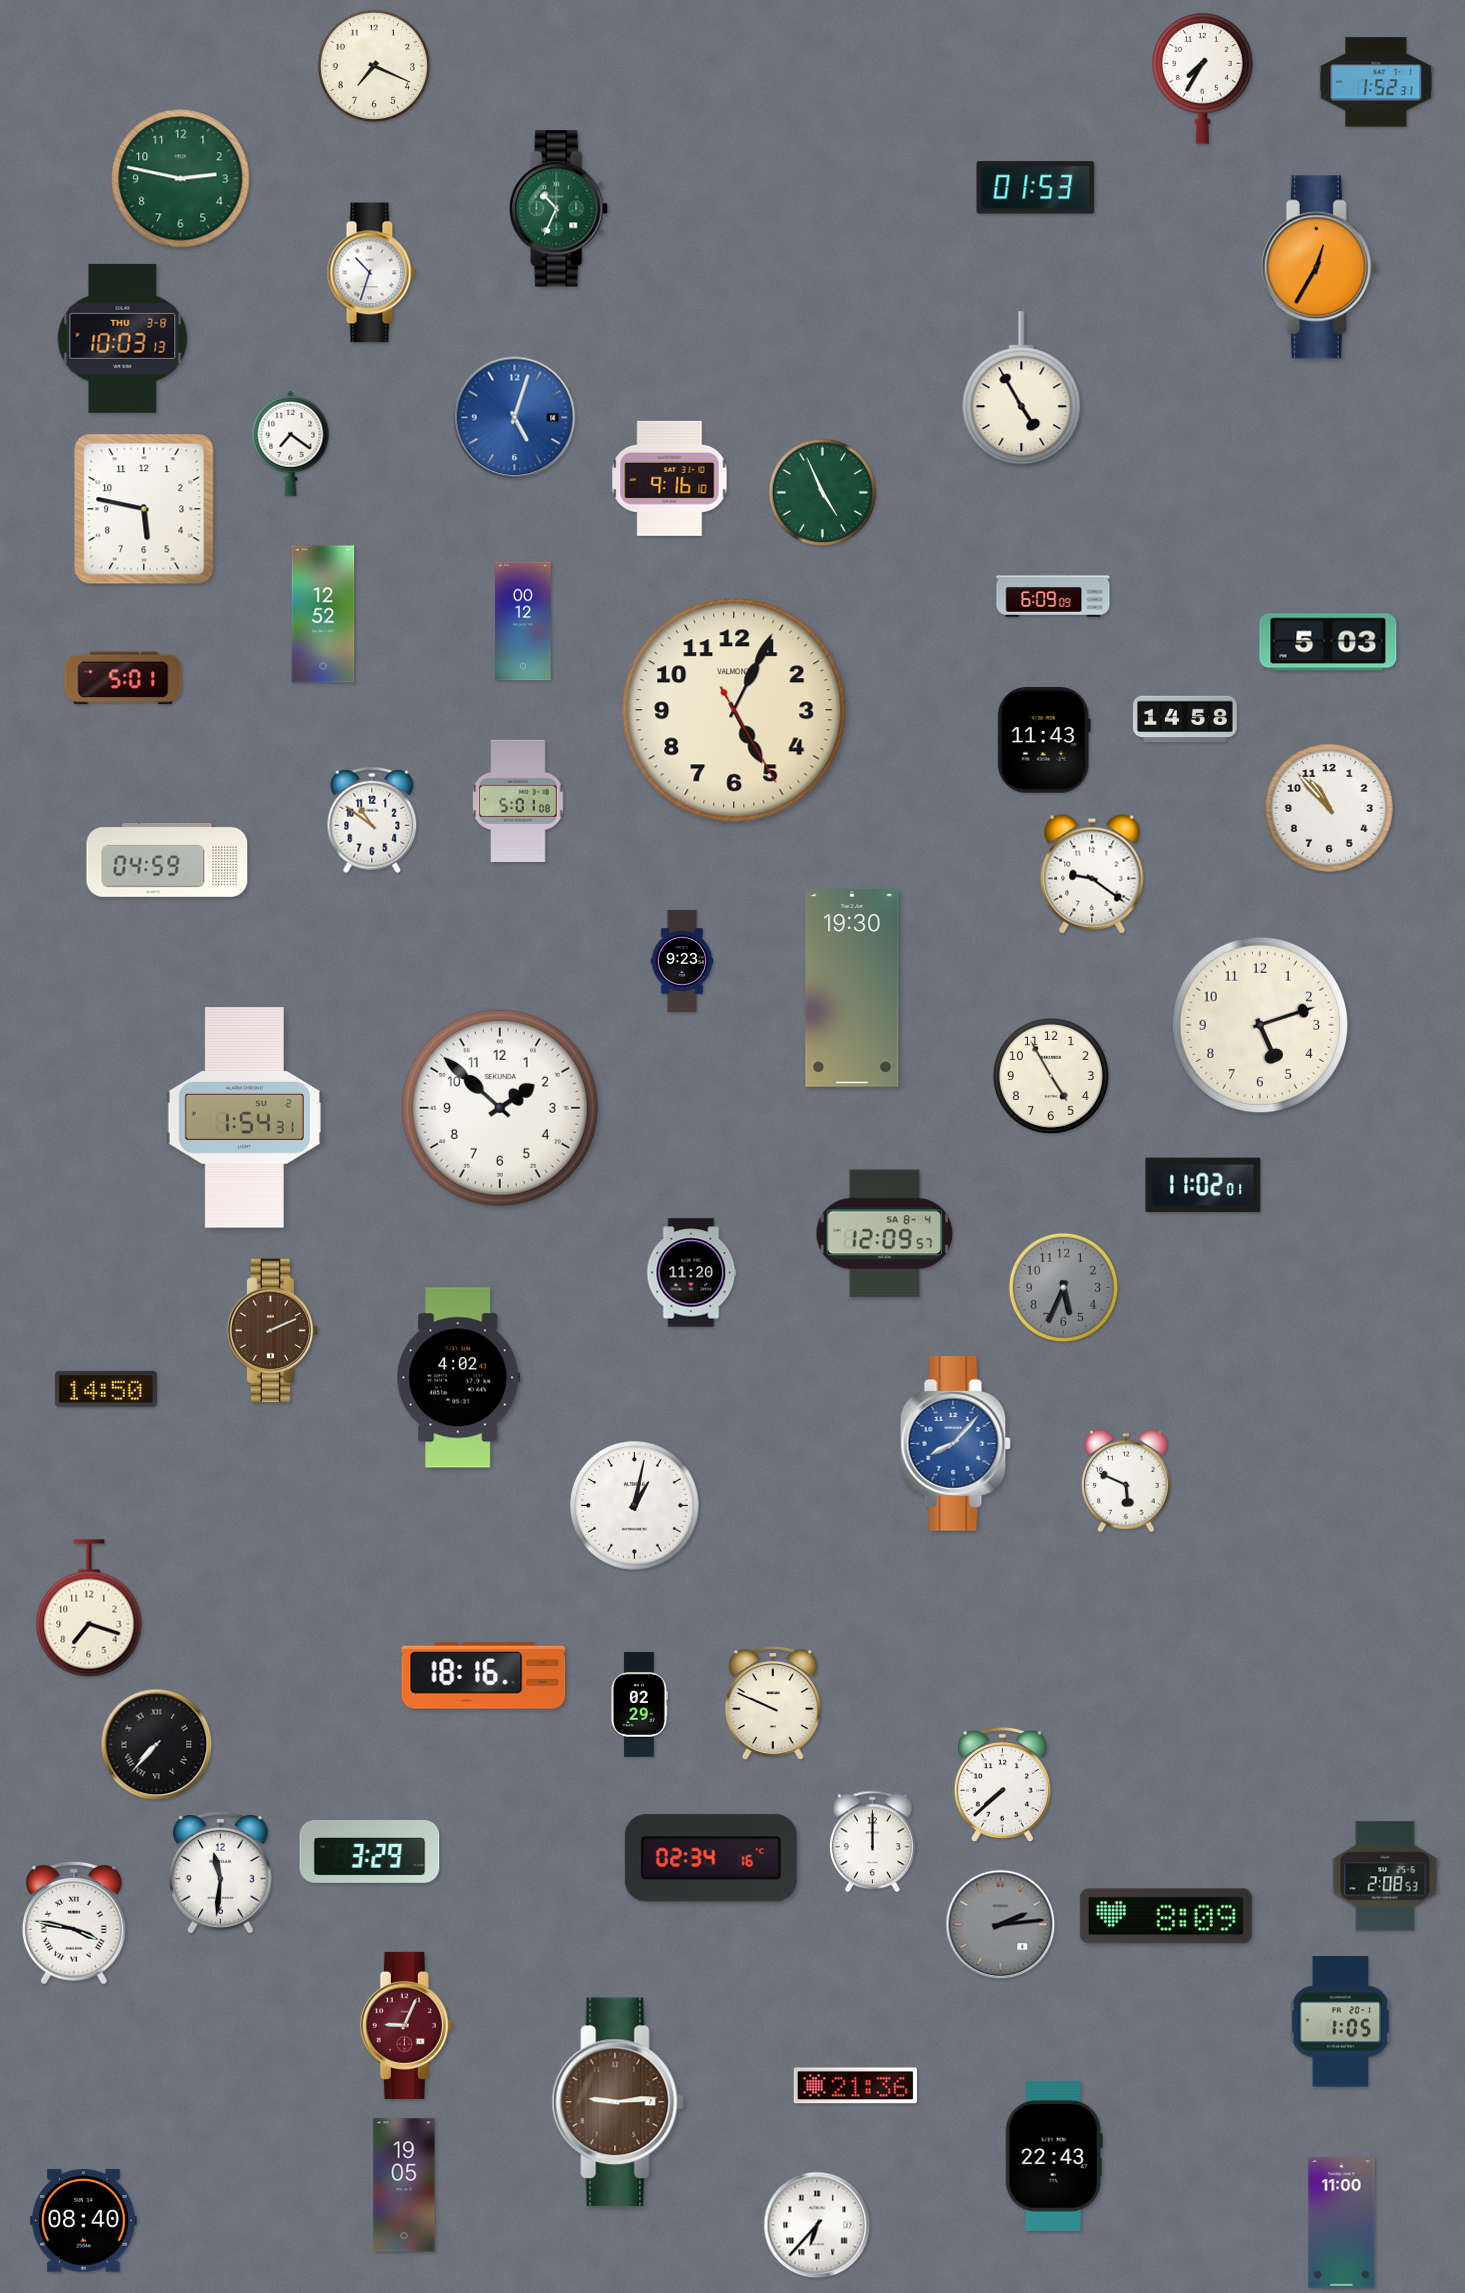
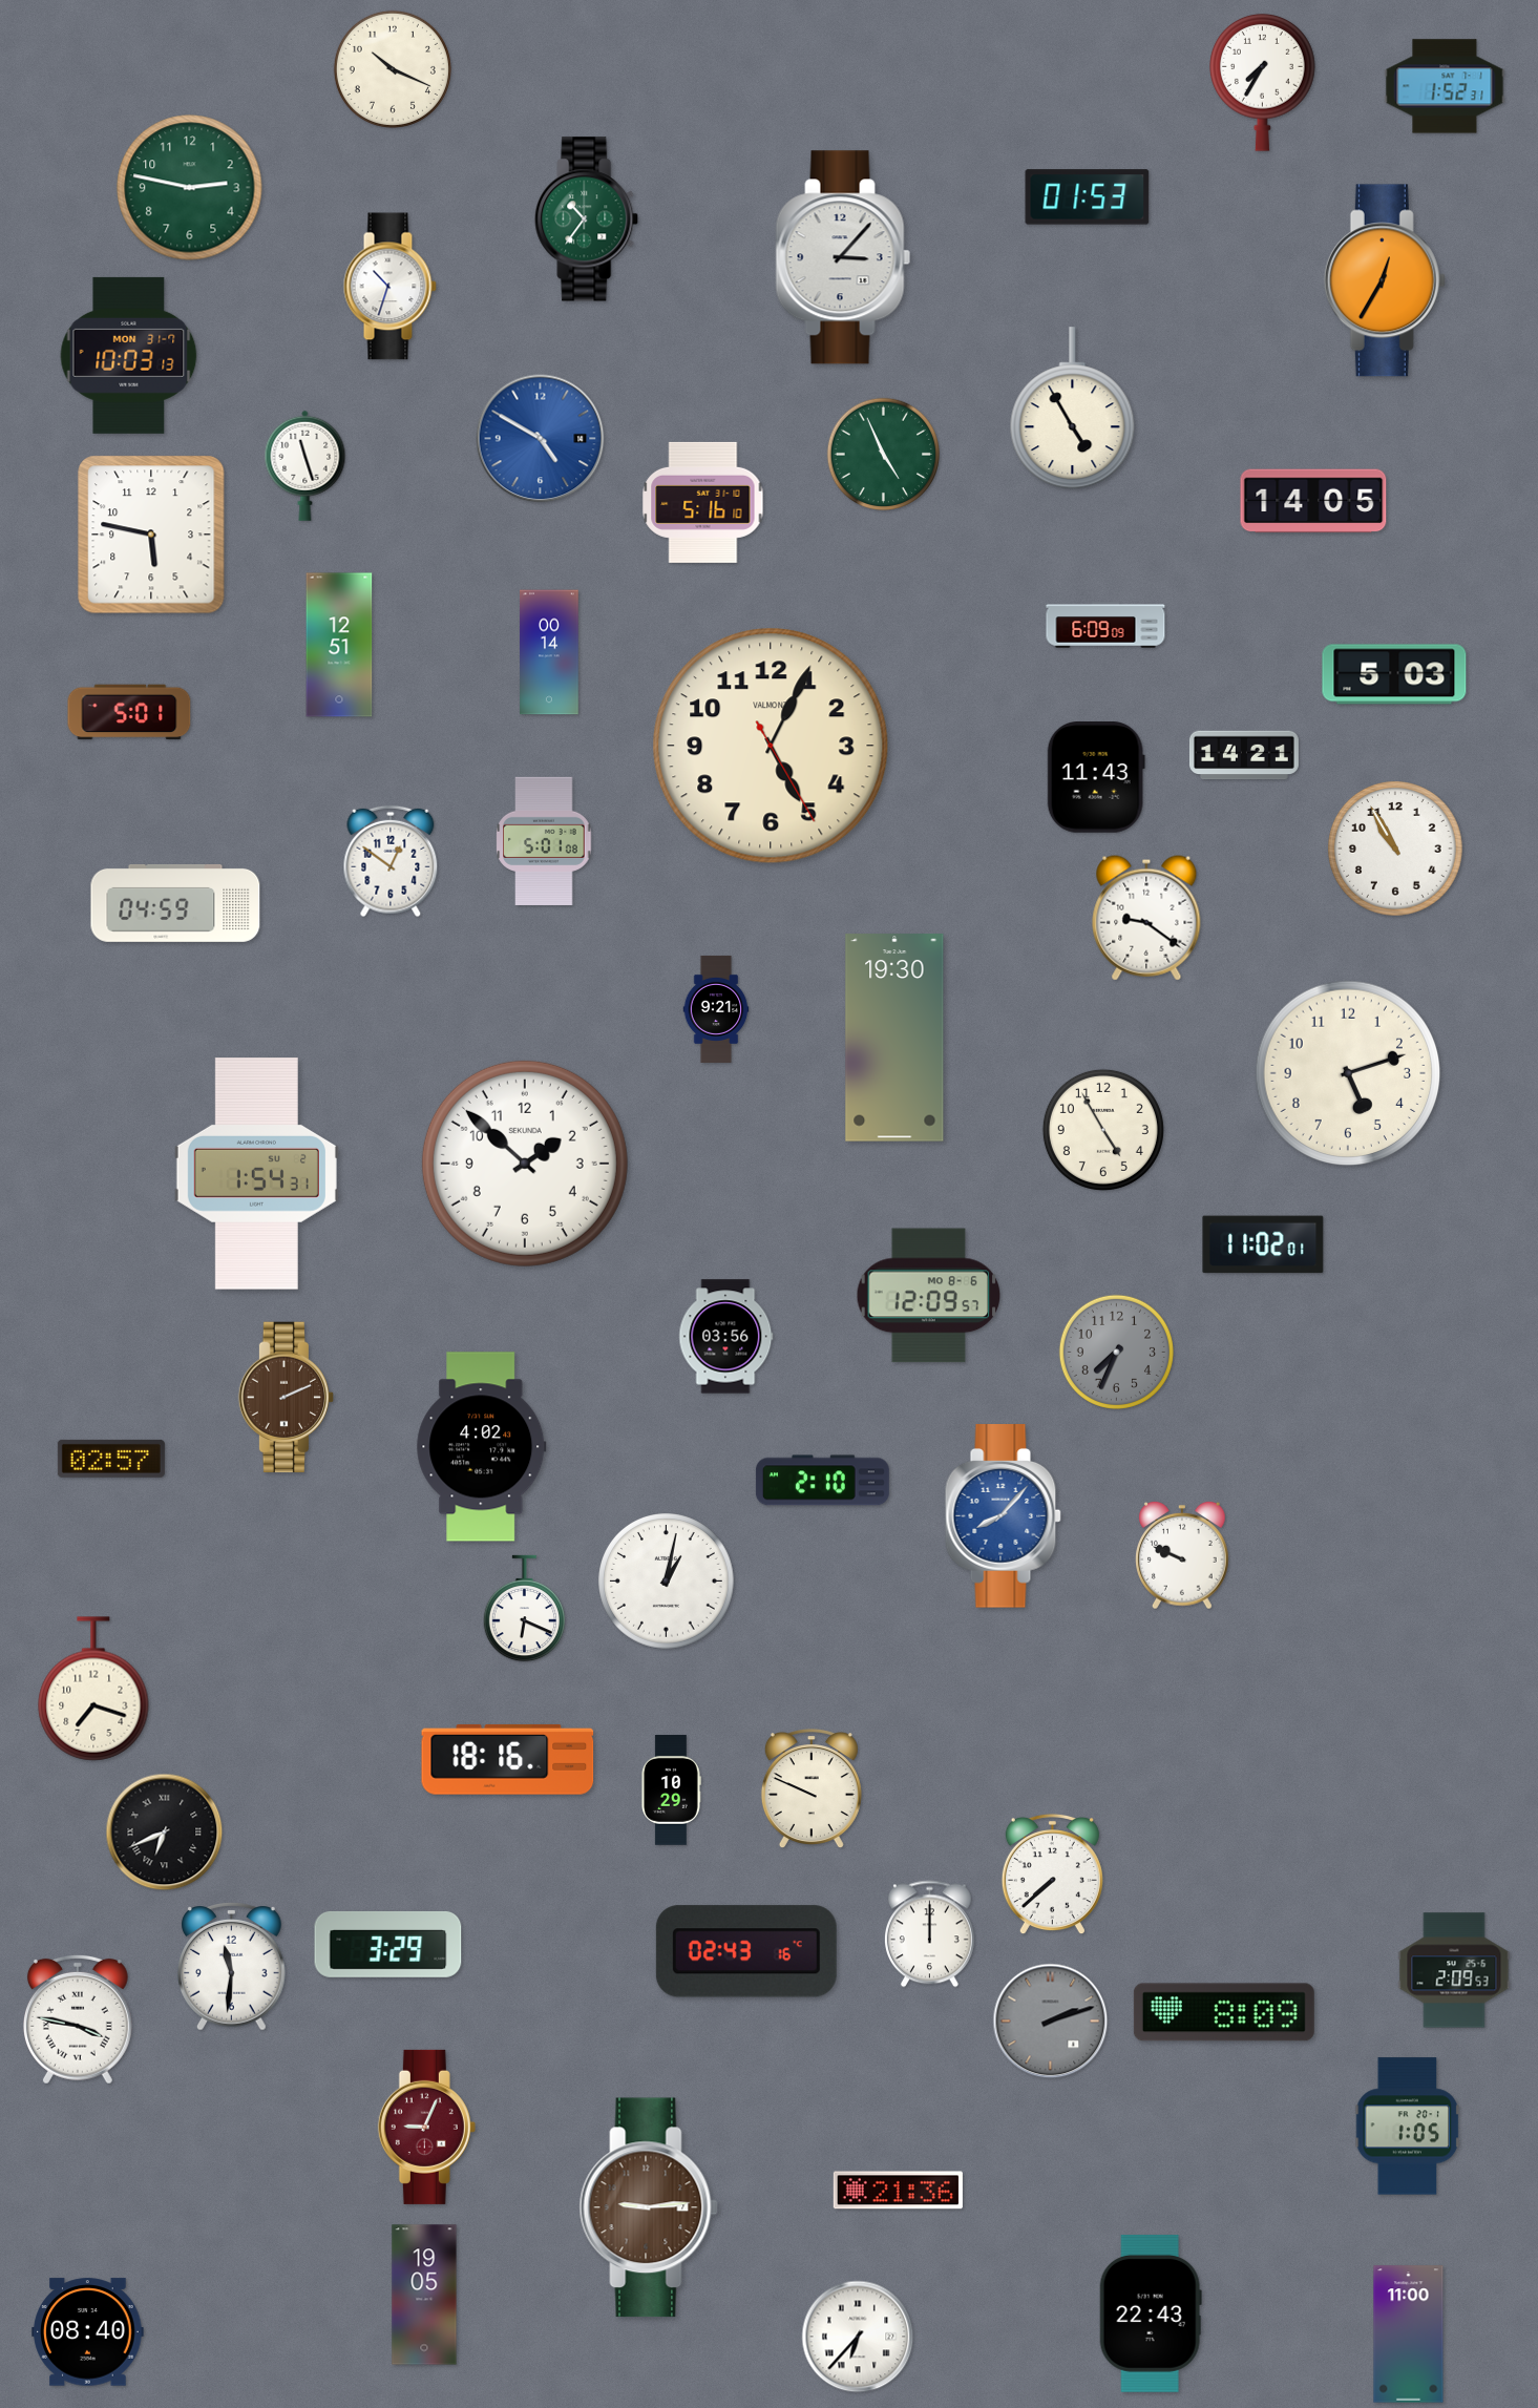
clock at (374, 66): 7:19 -> 10:19
clock at (559, 209): 10:34 -> 10:36
clock at (843, 257): none -> 3:07
clock at (123, 338) date: THU 3-8 -> MON 31-7
clock at (515, 418): 5:03 -> 4:50
clock at (291, 443): 7:21 -> 11:27
clock at (1313, 501): none -> 14:05
clock at (670, 478): 9:16 -> 5:16
clock at (822, 492) position: (822, 492) -> (883, 454)
clock at (323, 614): 12:52 -> 12:51
clock at (523, 621): 00:12 -> 00:14
clock at (1185, 719): 14:58 -> 14:21
clock at (1329, 808): 10:53 -> 10:55
clock at (372, 820): 10:51 -> 12:51
clock at (682, 961): 9:23 -> 9:21
clock at (1260, 1025) position: (1260, 1025) -> (1348, 1073)
clock at (885, 1234) date: SA 8-4 -> MO 8-6
clock at (692, 1273): 11:20 -> 03:56
clock at (1063, 1287): 5:34 -> 7:34
clock at (106, 1389): 14:50 -> 02:57
clock at (822, 1481): none -> 2:10
clock at (1127, 1481): 5:49 -> 9:49
clock at (525, 1609): none -> 6:19
clock at (639, 1705): 02:29 -> 10:29
clock at (157, 1745): 7:37 -> 6:41
clock at (872, 1842) position: (872, 1842) -> (929, 1934)
clock at (711, 1858): 02:34 -> 02:43
clock at (1385, 1876): 2:08 -> 2:09
clock at (1001, 1925): 2:14 -> 2:12
clock at (1341, 2022) position: (1341, 2022) -> (1408, 2127)
clock at (1054, 2156) position: (1054, 2156) -> (1151, 2313)
